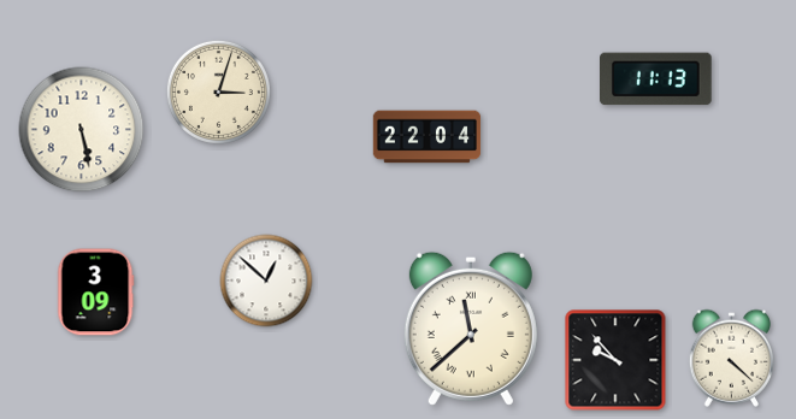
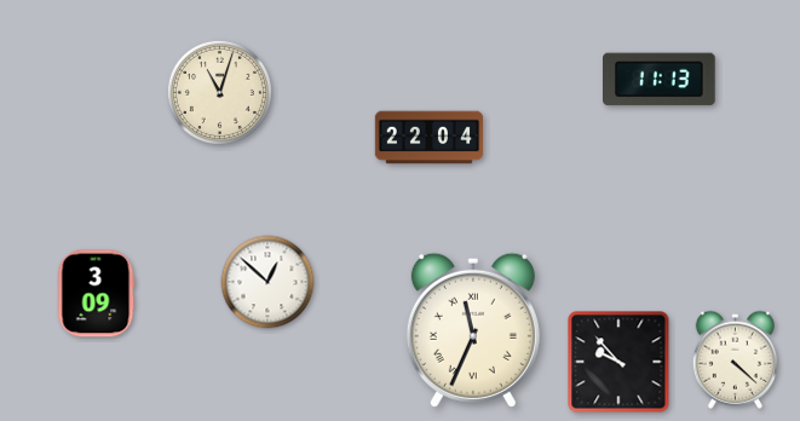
clock at (218, 92): 3:03 -> 11:03
clock at (82, 130): 5:28 -> none
clock at (471, 329): 11:38 -> 11:34
